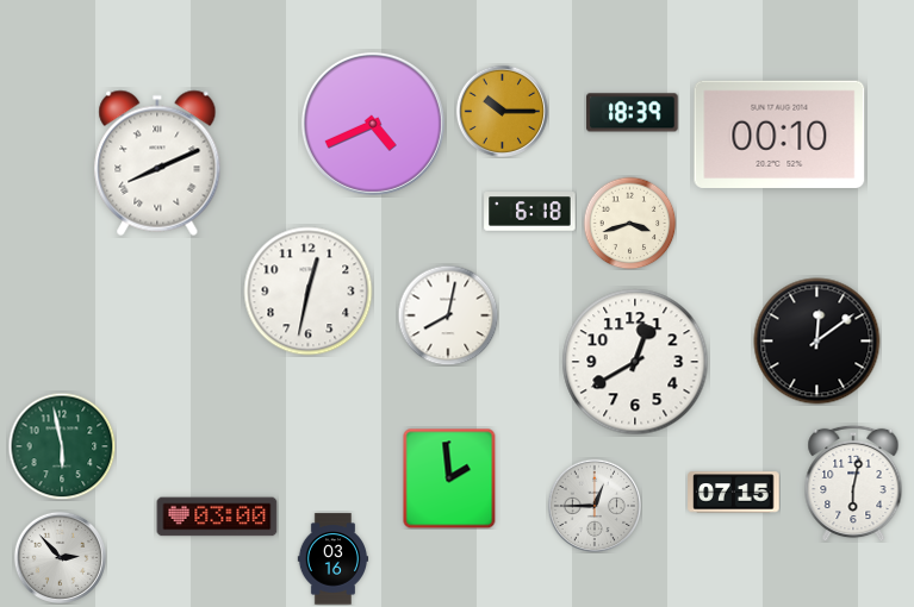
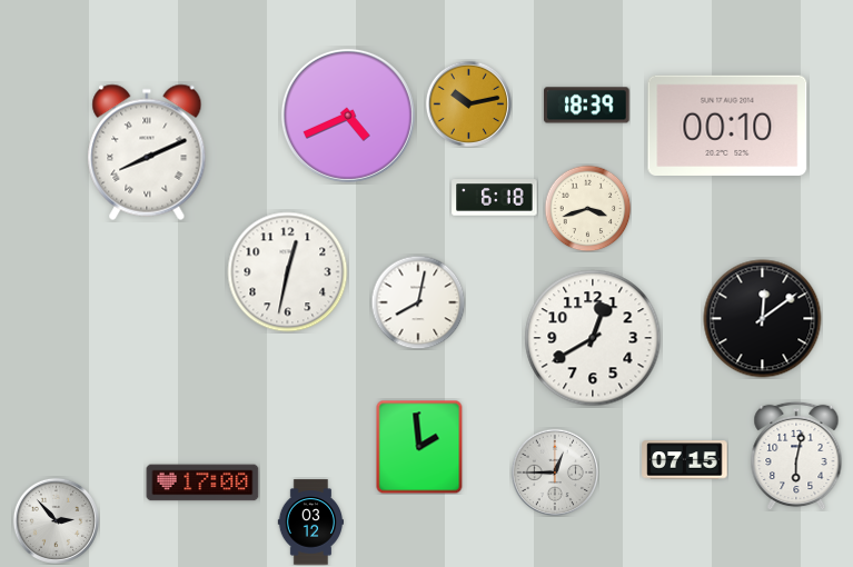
clock at (502, 111): 10:15 -> 10:13
clock at (633, 113) position: (633, 113) -> (587, 106)
clock at (448, 315) position: (448, 315) -> (418, 302)
clock at (62, 446): 5:58 -> none
clock at (853, 483) position: (853, 483) -> (796, 456)
clock at (217, 517): 03:00 -> 17:00
clock at (332, 559): 03:16 -> 03:12
